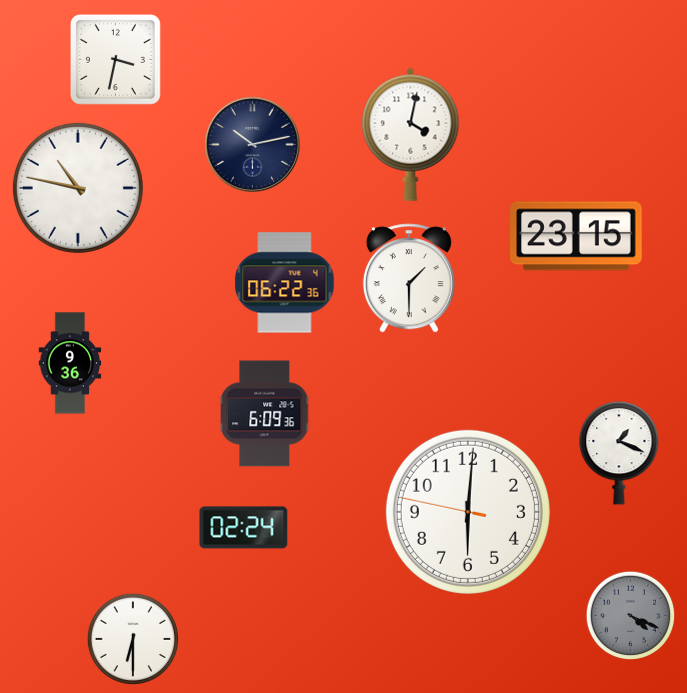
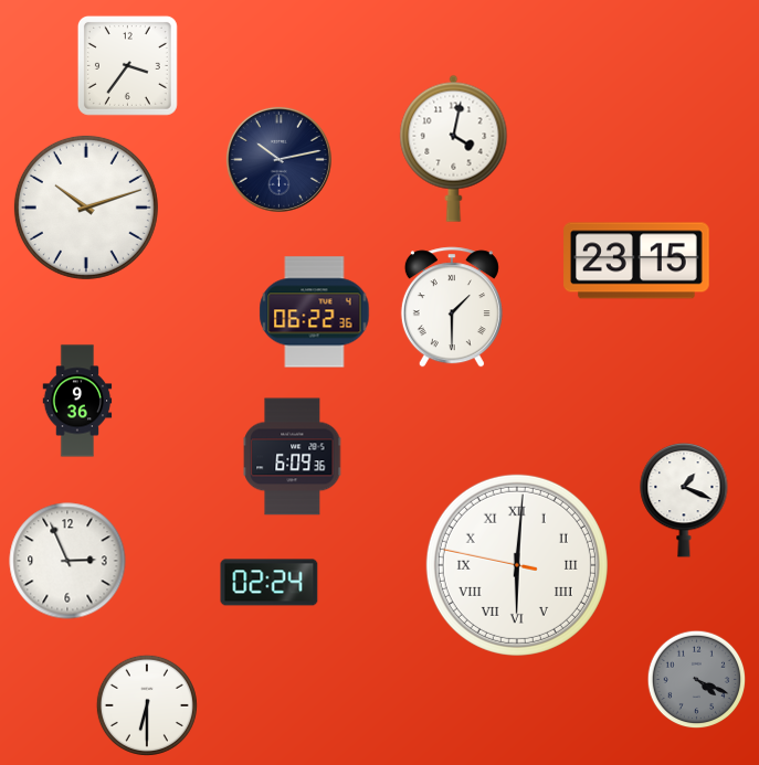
clock at (115, 59): 3:32 -> 3:36
clock at (78, 188): 10:47 -> 10:12
clock at (67, 561): none -> 2:56
clock at (468, 512) numerals: Arabic -> Roman
